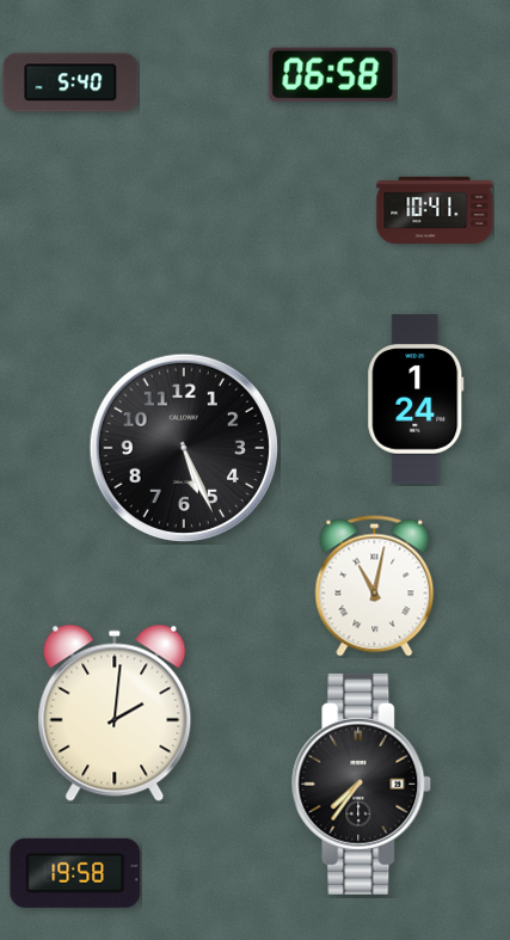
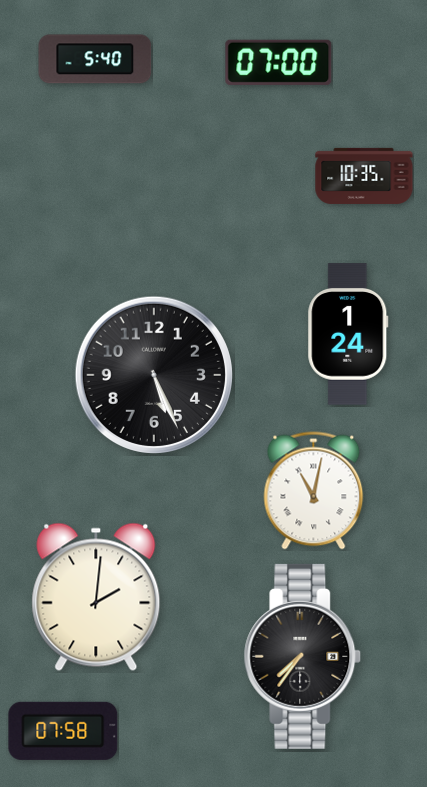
clock at (333, 74): 06:58 -> 07:00
clock at (70, 82) position: (70, 82) -> (95, 59)
clock at (435, 210): 10:41 -> 10:35
clock at (75, 873): 19:58 -> 07:58
